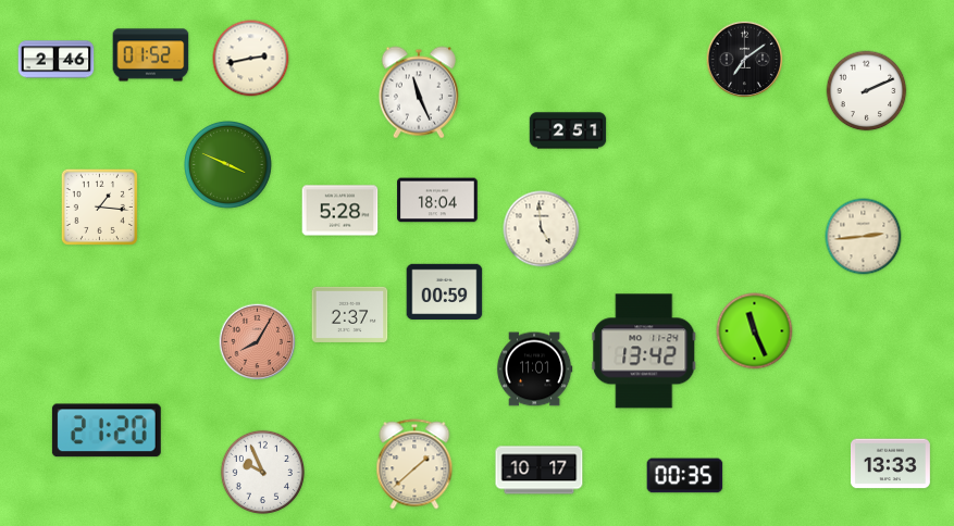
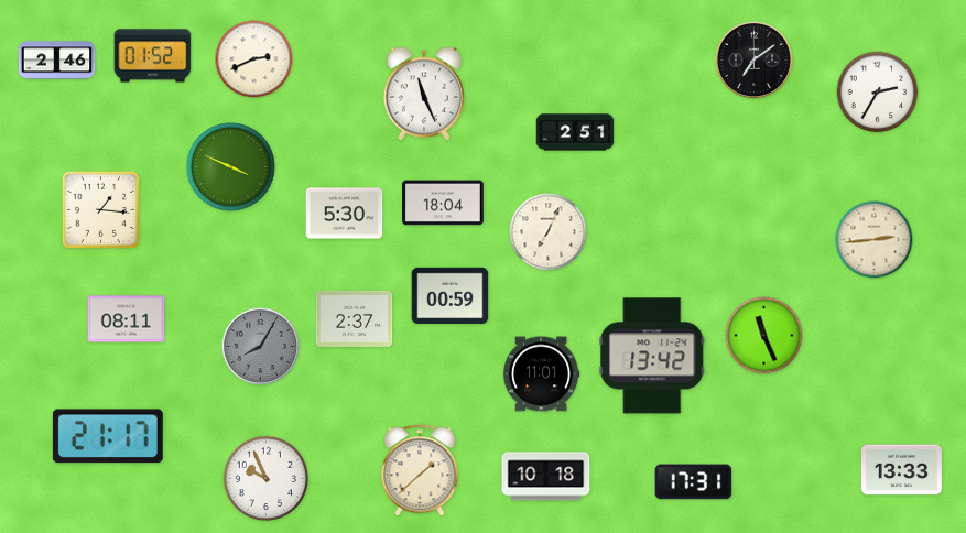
clock at (251, 59): 2:43 -> 2:41
clock at (867, 91): 2:11 -> 2:35
clock at (340, 211): 5:28 -> 5:30
clock at (542, 229): 4:59 -> 7:04
clock at (127, 319): none -> 08:11
clock at (258, 342) dial: salmon -> grey
clock at (107, 430): 21:20 -> 21:17
clock at (540, 471): 10:17 -> 10:18
clock at (685, 476): 00:35 -> 17:31
